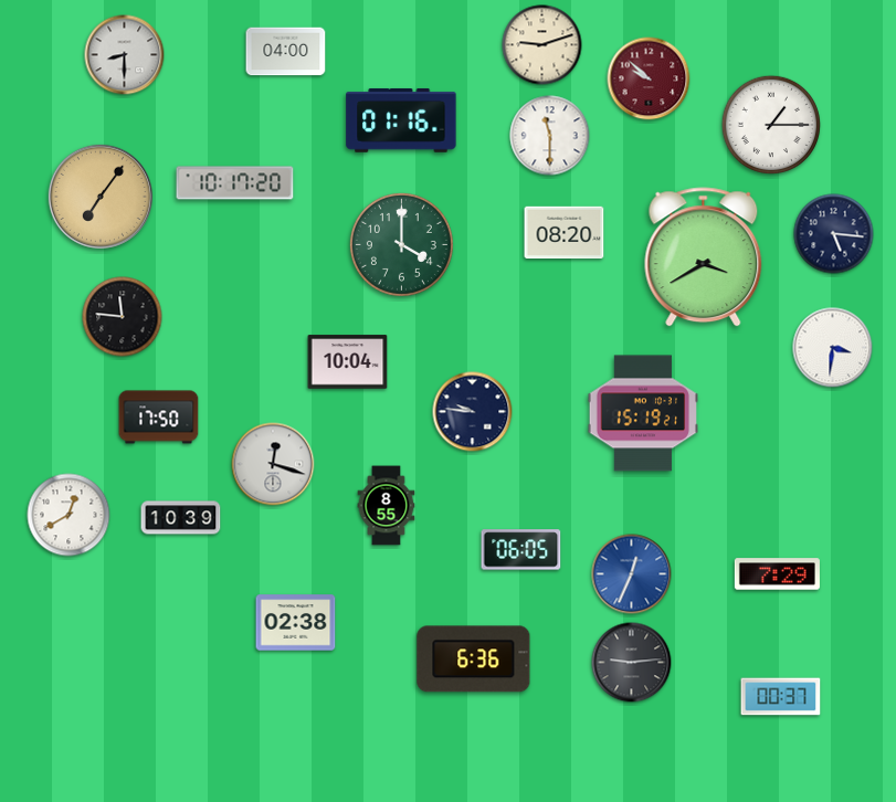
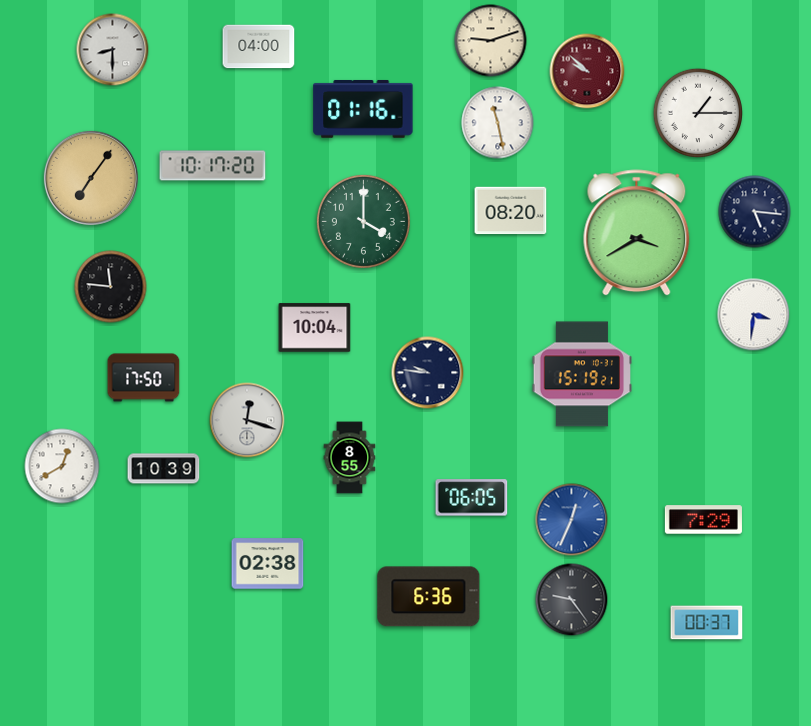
clock at (550, 136): 11:30 -> 11:28
clock at (632, 663): 9:14 -> 9:24
clock at (781, 697) position: (781, 697) -> (707, 623)
